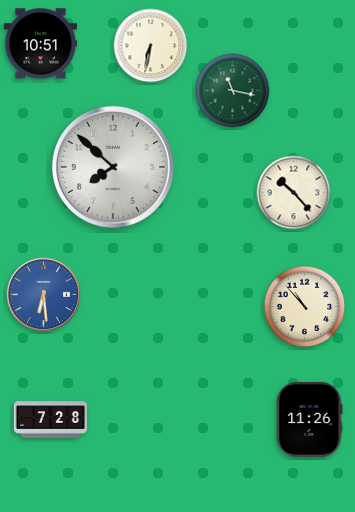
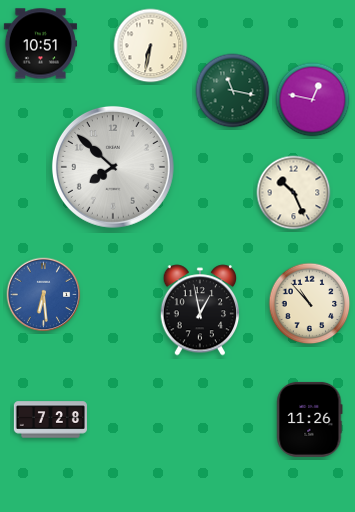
clock at (313, 100): none -> 12:47
clock at (294, 193): 10:23 -> 10:26
clock at (305, 307) position: (305, 307) -> (310, 304)
clock at (200, 310): none -> 12:58
